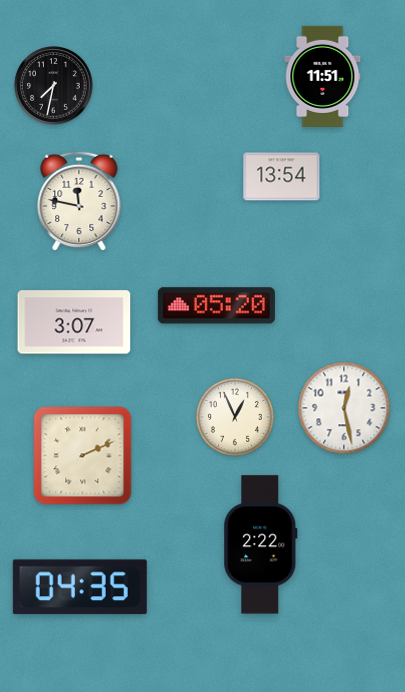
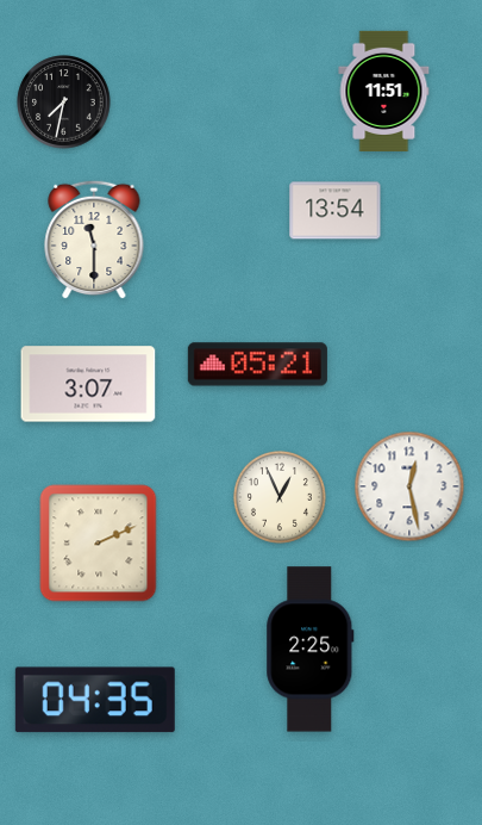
clock at (79, 201): 11:47 -> 11:30
clock at (216, 306): 05:20 -> 05:21
clock at (261, 545): 2:22 -> 2:25
